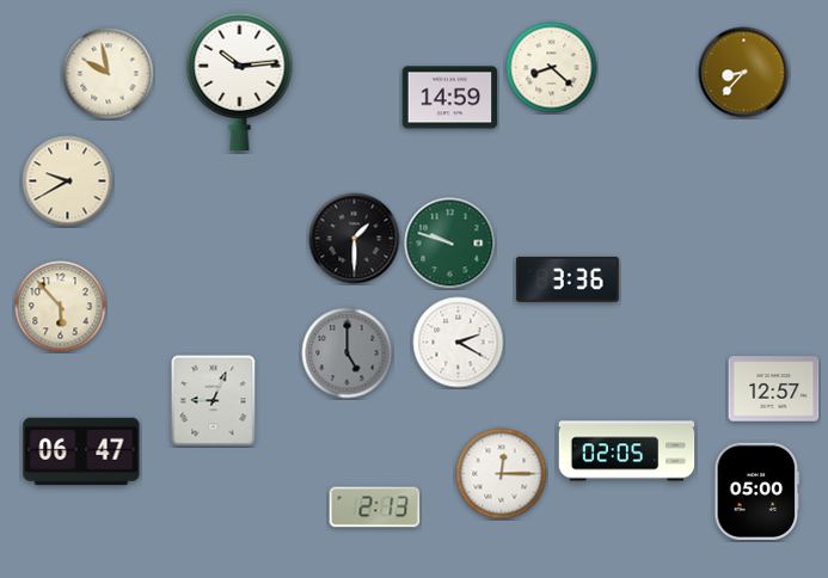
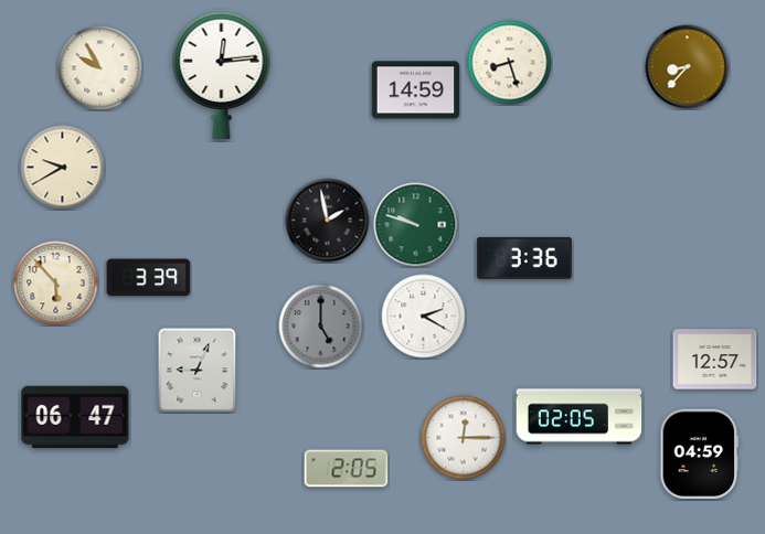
clock at (552, 68): 8:22 -> 8:27
clock at (109, 74): 9:58 -> 9:55
clock at (240, 81): 10:14 -> 12:14
clock at (355, 239): 1:30 -> 1:58
clock at (149, 278): none -> 3:39
clock at (758, 491): 05:00 -> 04:59
clock at (375, 508): 2:13 -> 2:05
